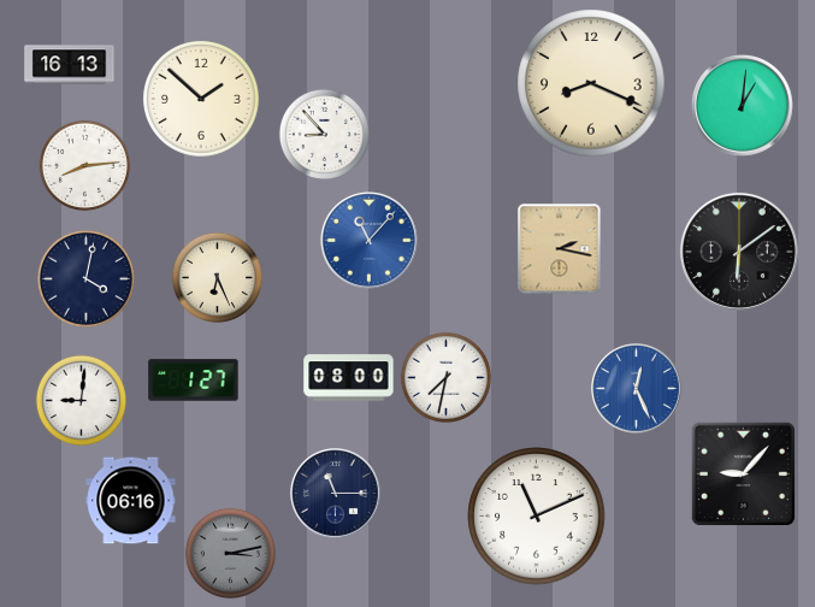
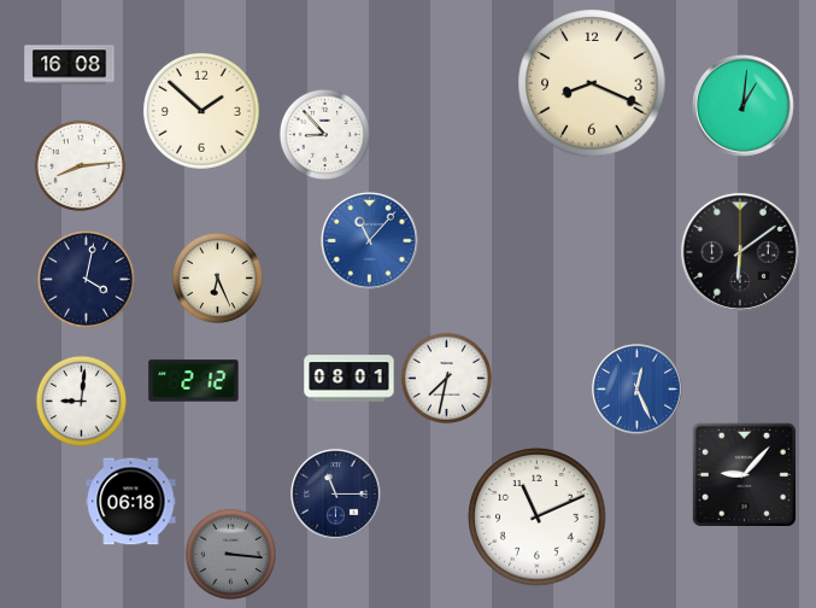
clock at (70, 65): 16:13 -> 16:08
clock at (201, 99) position: (201, 99) -> (201, 111)
clock at (84, 165) position: (84, 165) -> (80, 165)
clock at (560, 249): 2:17 -> none
clock at (349, 378): 08:00 -> 08:01
clock at (194, 381): 1:27 -> 2:12
clock at (131, 501): 06:16 -> 06:18
clock at (230, 553): 3:13 -> 3:16
